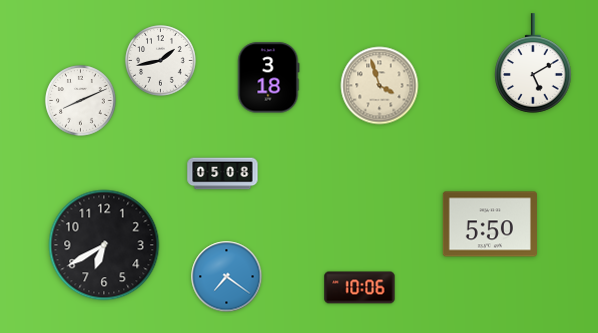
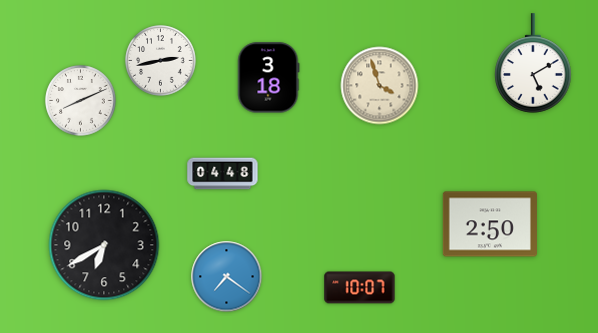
clock at (161, 61): 1:43 -> 2:43
clock at (223, 174): 05:08 -> 04:48
clock at (490, 224): 5:50 -> 2:50
clock at (360, 288): 10:06 -> 10:07
